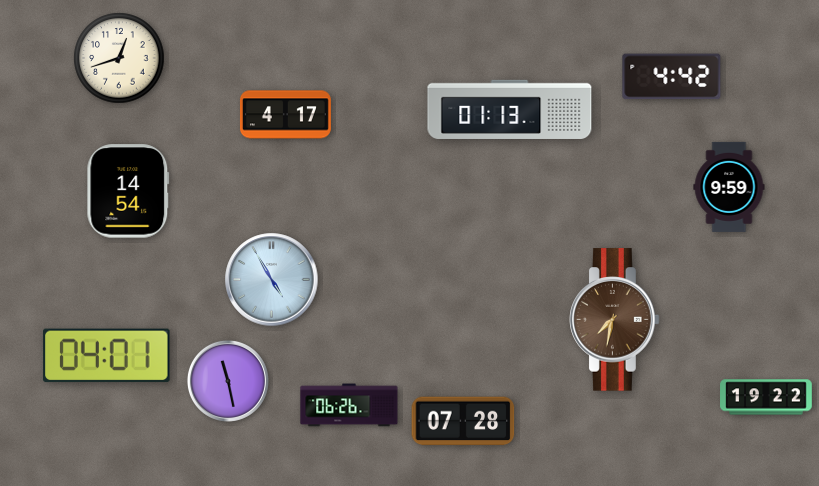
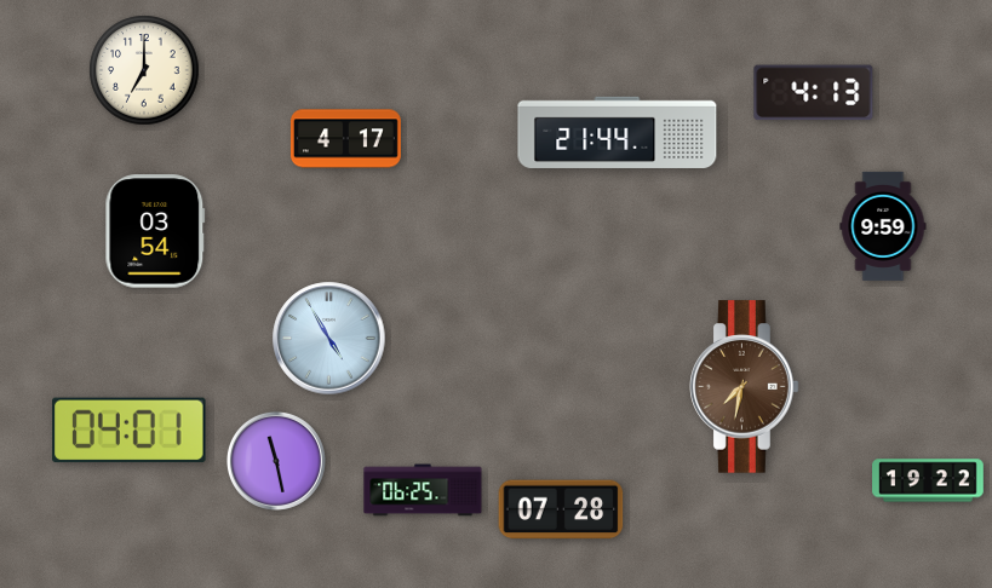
clock at (119, 58): 12:42 -> 7:00
clock at (672, 77): 4:42 -> 4:13
clock at (510, 109): 01:13 -> 21:44
clock at (128, 191): 14:54 -> 03:54
clock at (349, 405): 06:26 -> 06:25
